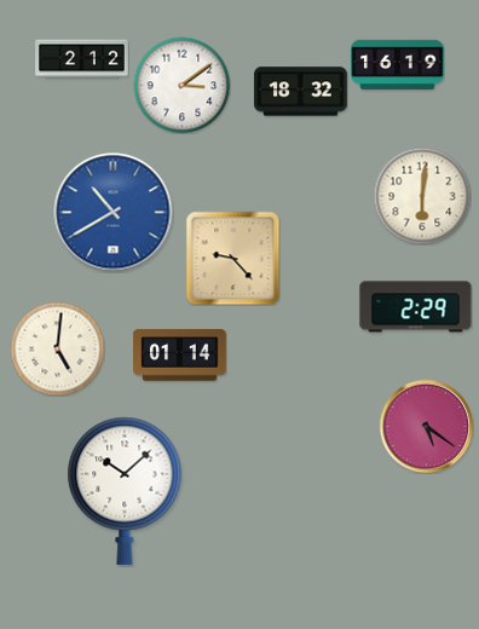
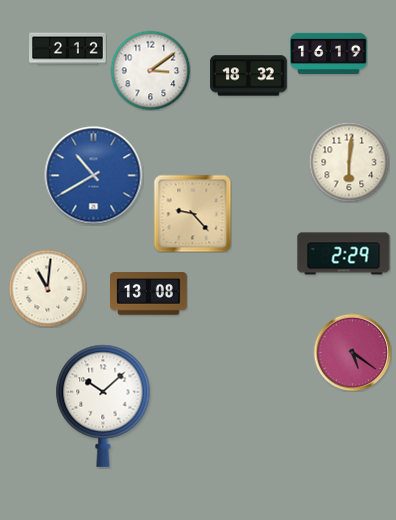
clock at (57, 348): 5:01 -> 11:01
clock at (180, 356): 01:14 -> 13:08
